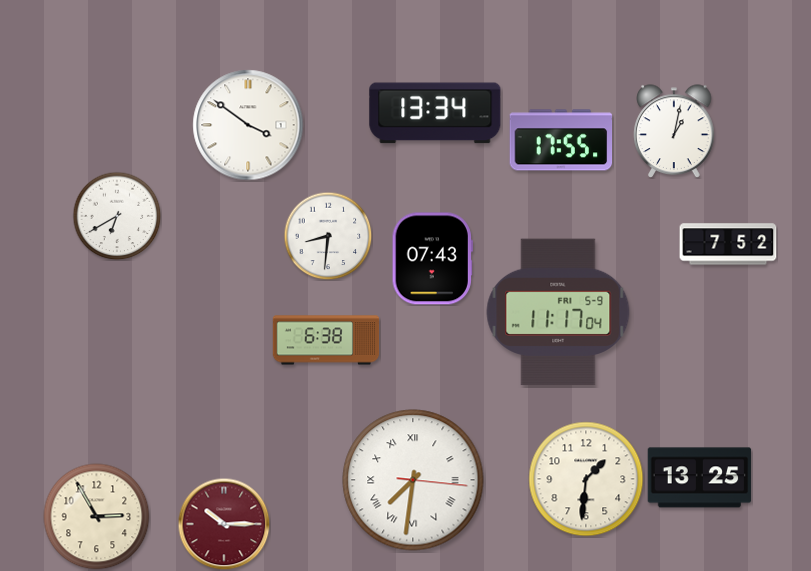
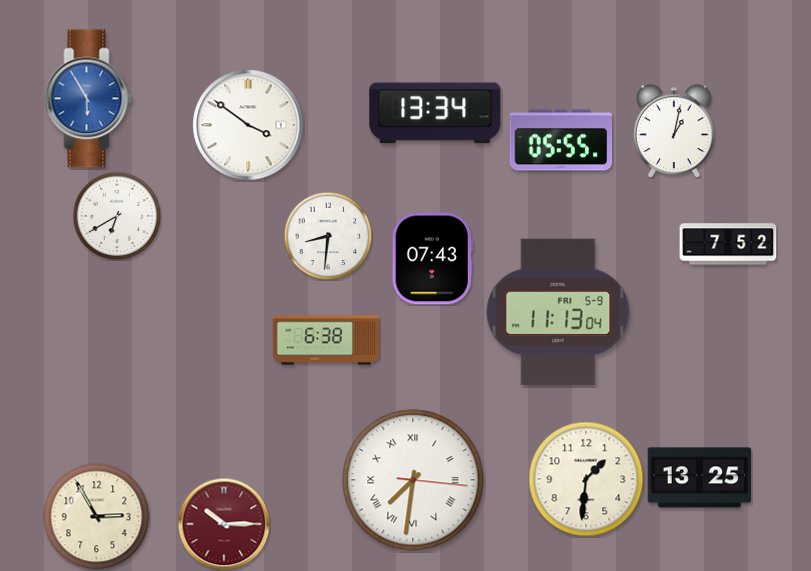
clock at (89, 99): none -> 5:55
clock at (561, 140): 17:55 -> 05:55
clock at (558, 312): 11:17 -> 11:13
